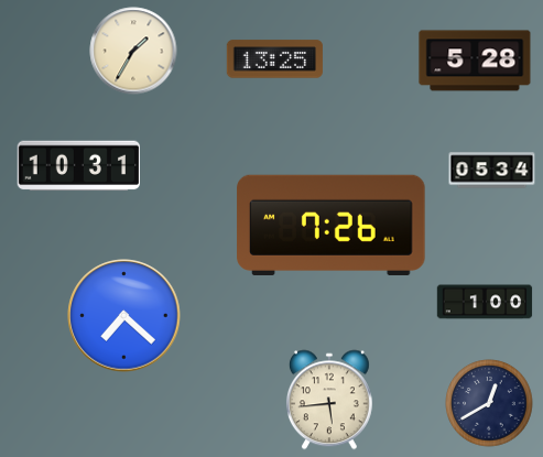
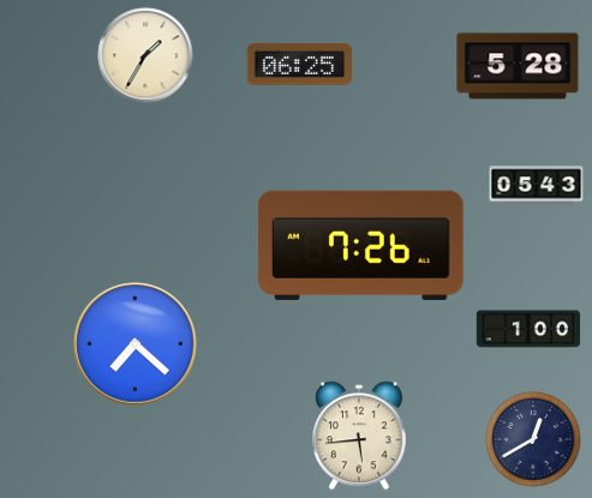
clock at (274, 59): 13:25 -> 06:25
clock at (78, 166): 10:31 -> none
clock at (492, 171): 05:34 -> 05:43
